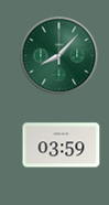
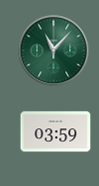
clock at (59, 56): 8:07 -> 11:07
